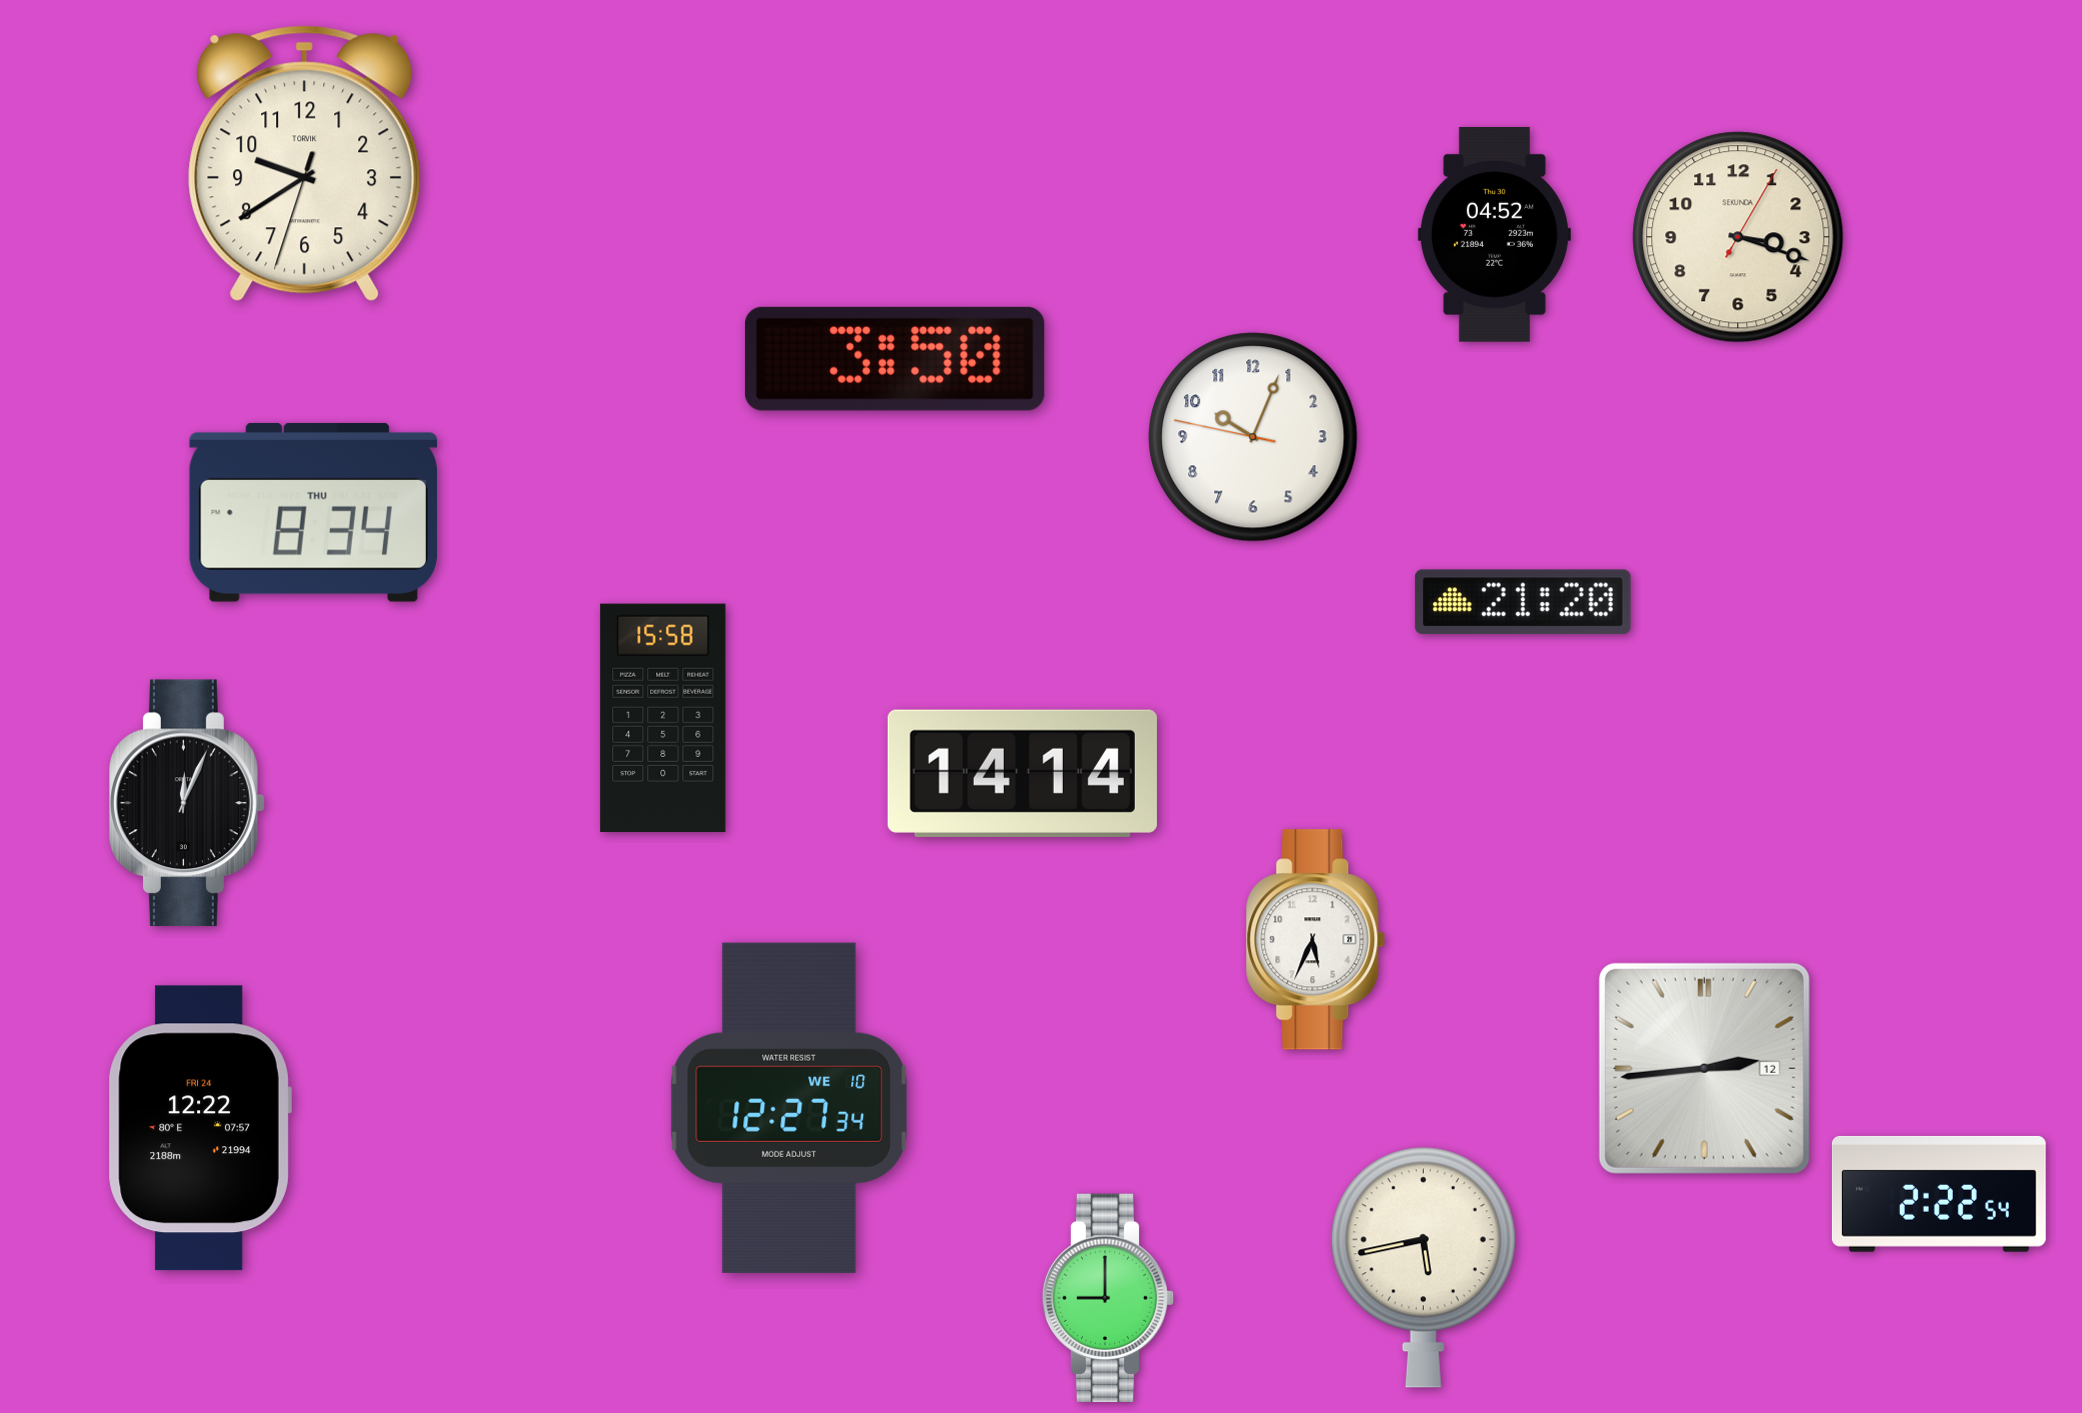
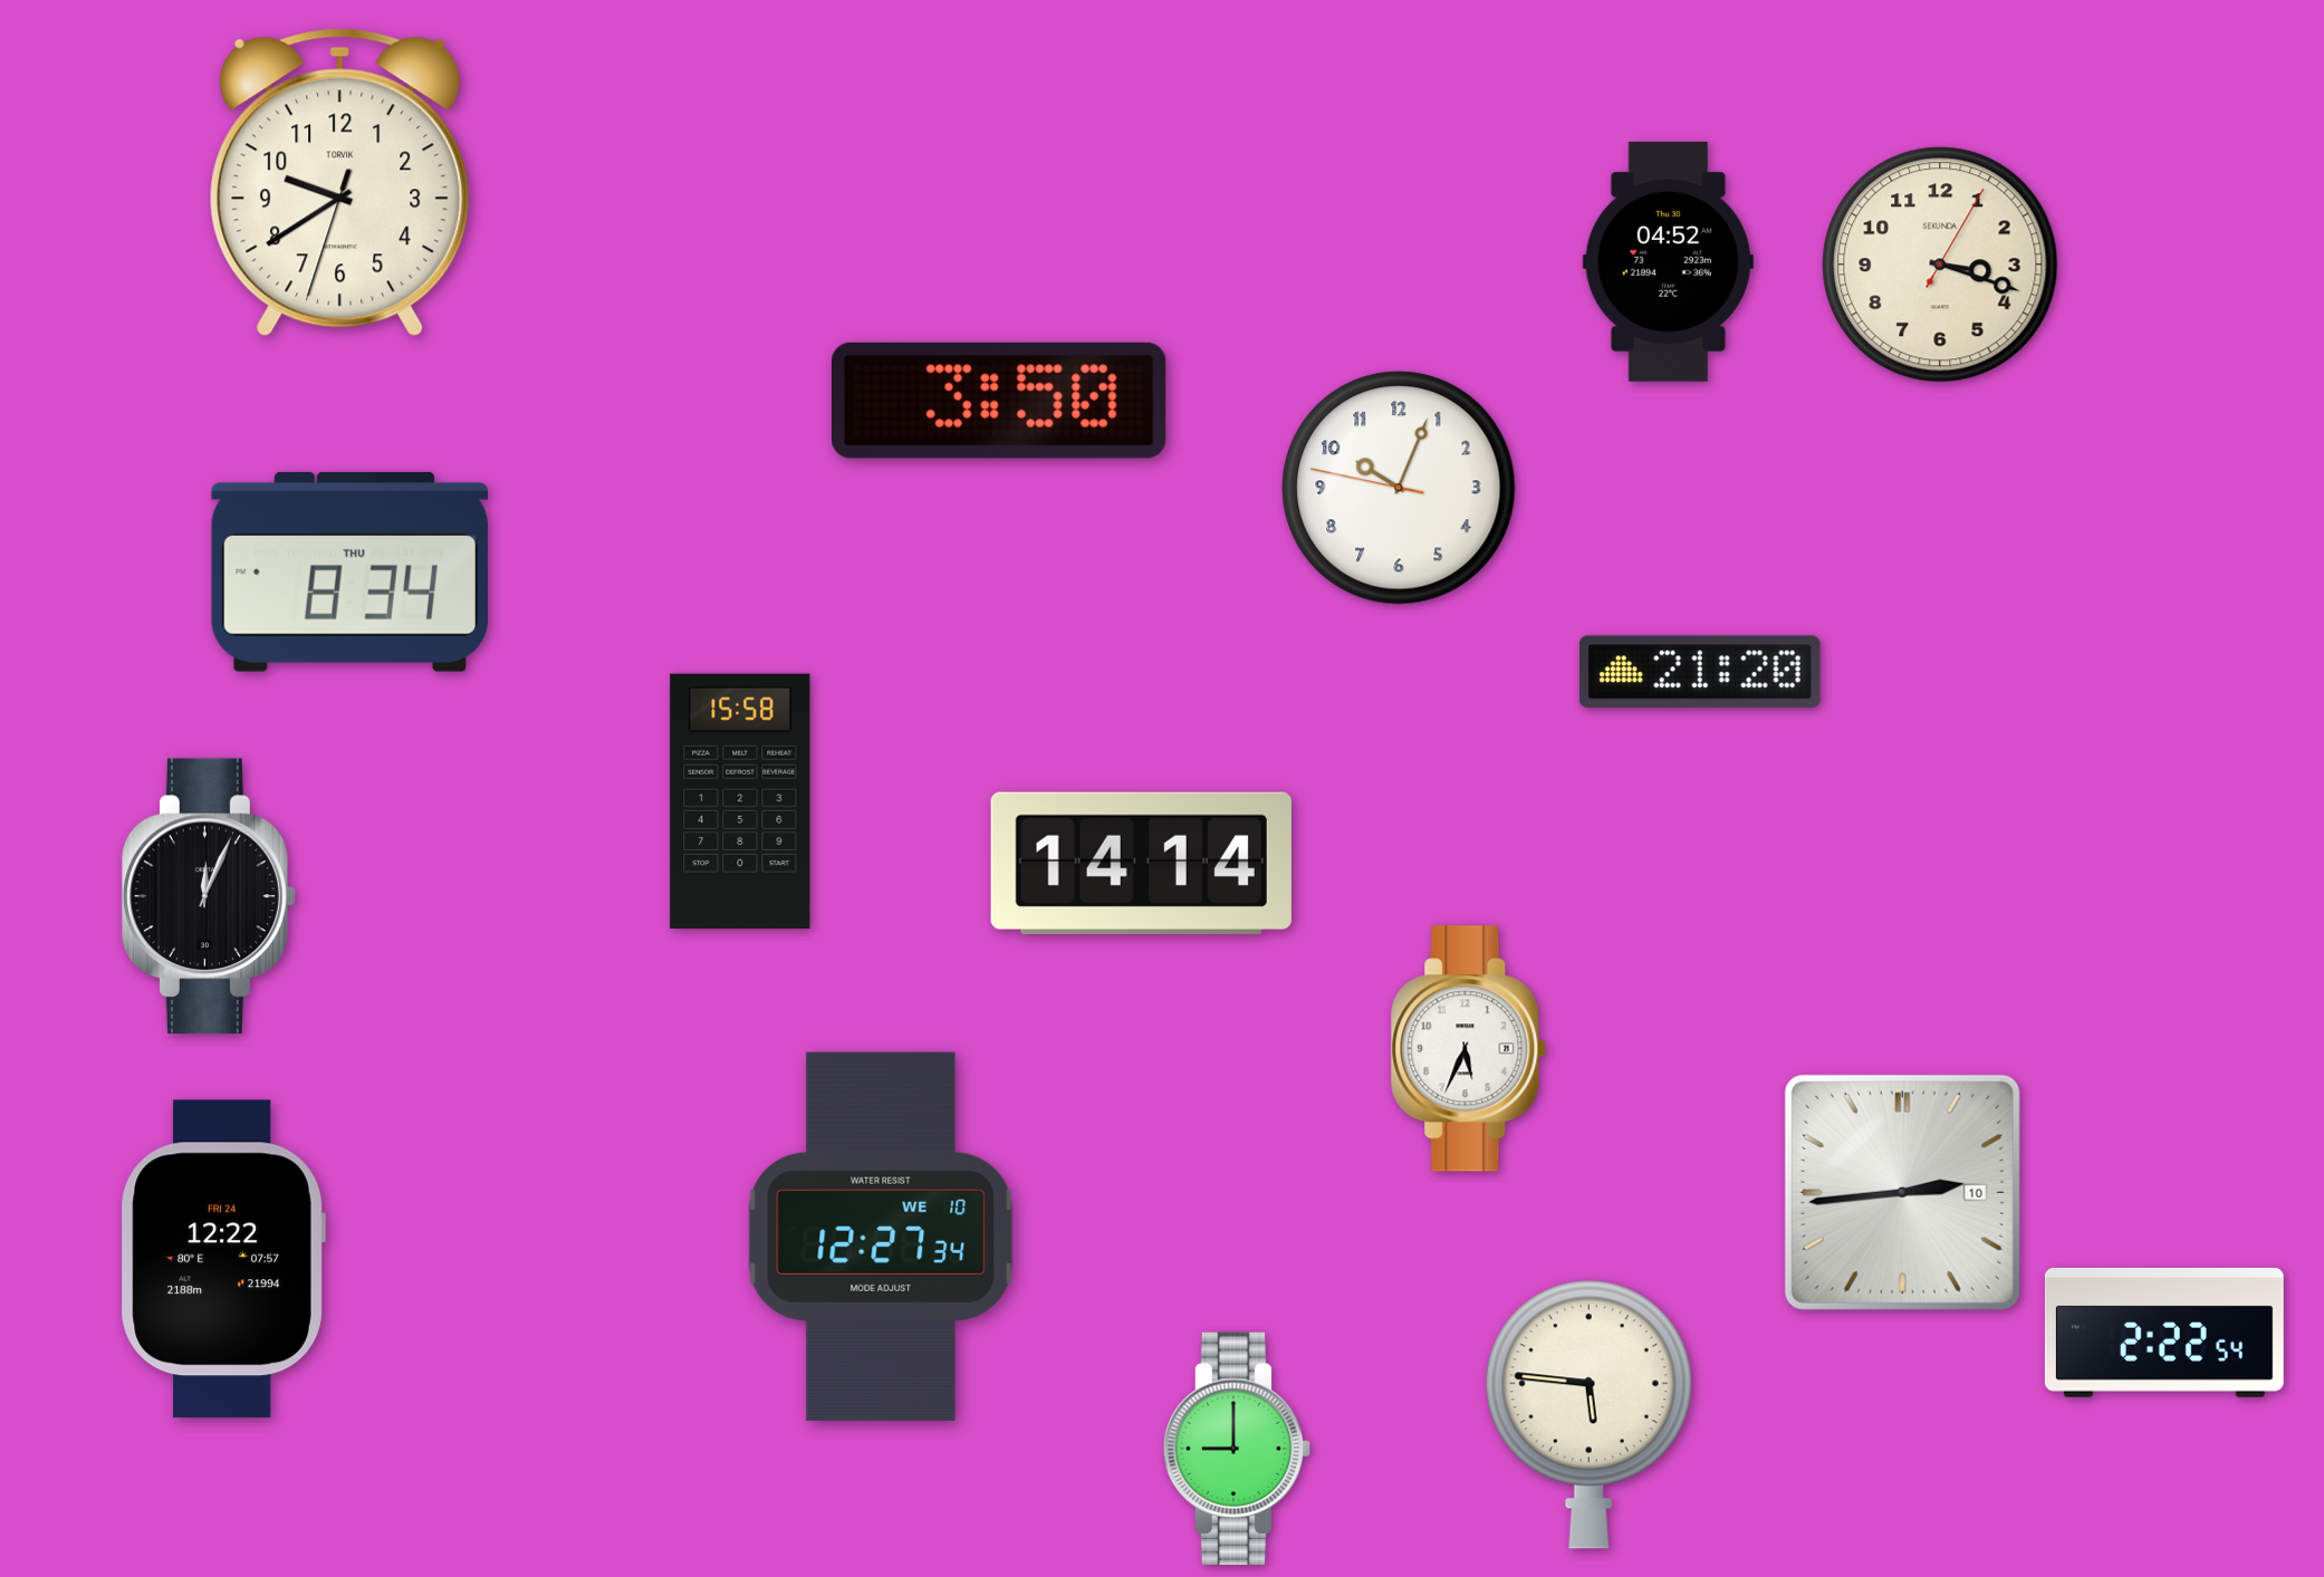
clock at (1704, 1068) date: 12 -> 10
clock at (1423, 1267): 5:43 -> 5:46
